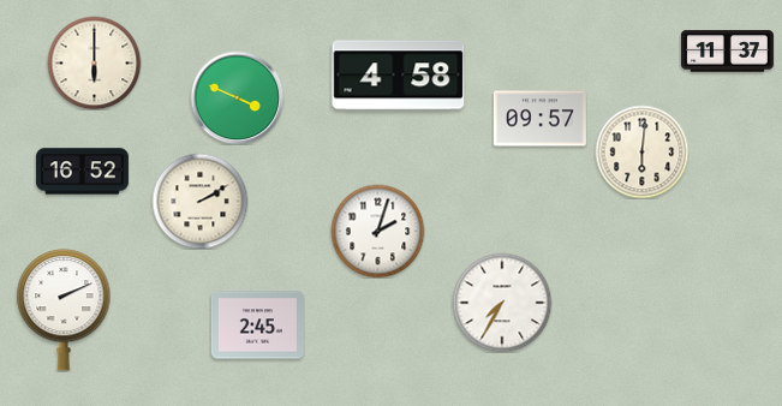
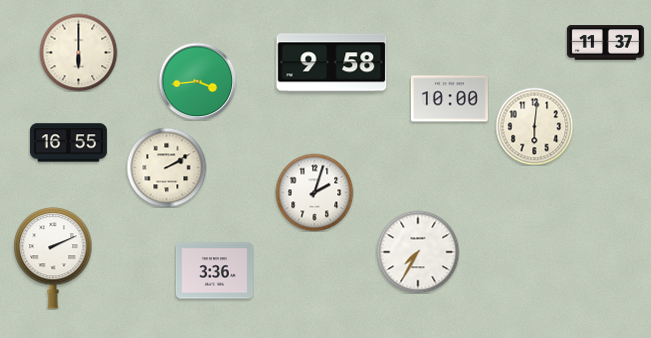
clock at (399, 76): 4:58 -> 9:58
clock at (237, 97): 3:49 -> 3:44
clock at (539, 119): 09:57 -> 10:00
clock at (82, 172): 16:52 -> 16:55
clock at (257, 326): 2:45 -> 3:36
